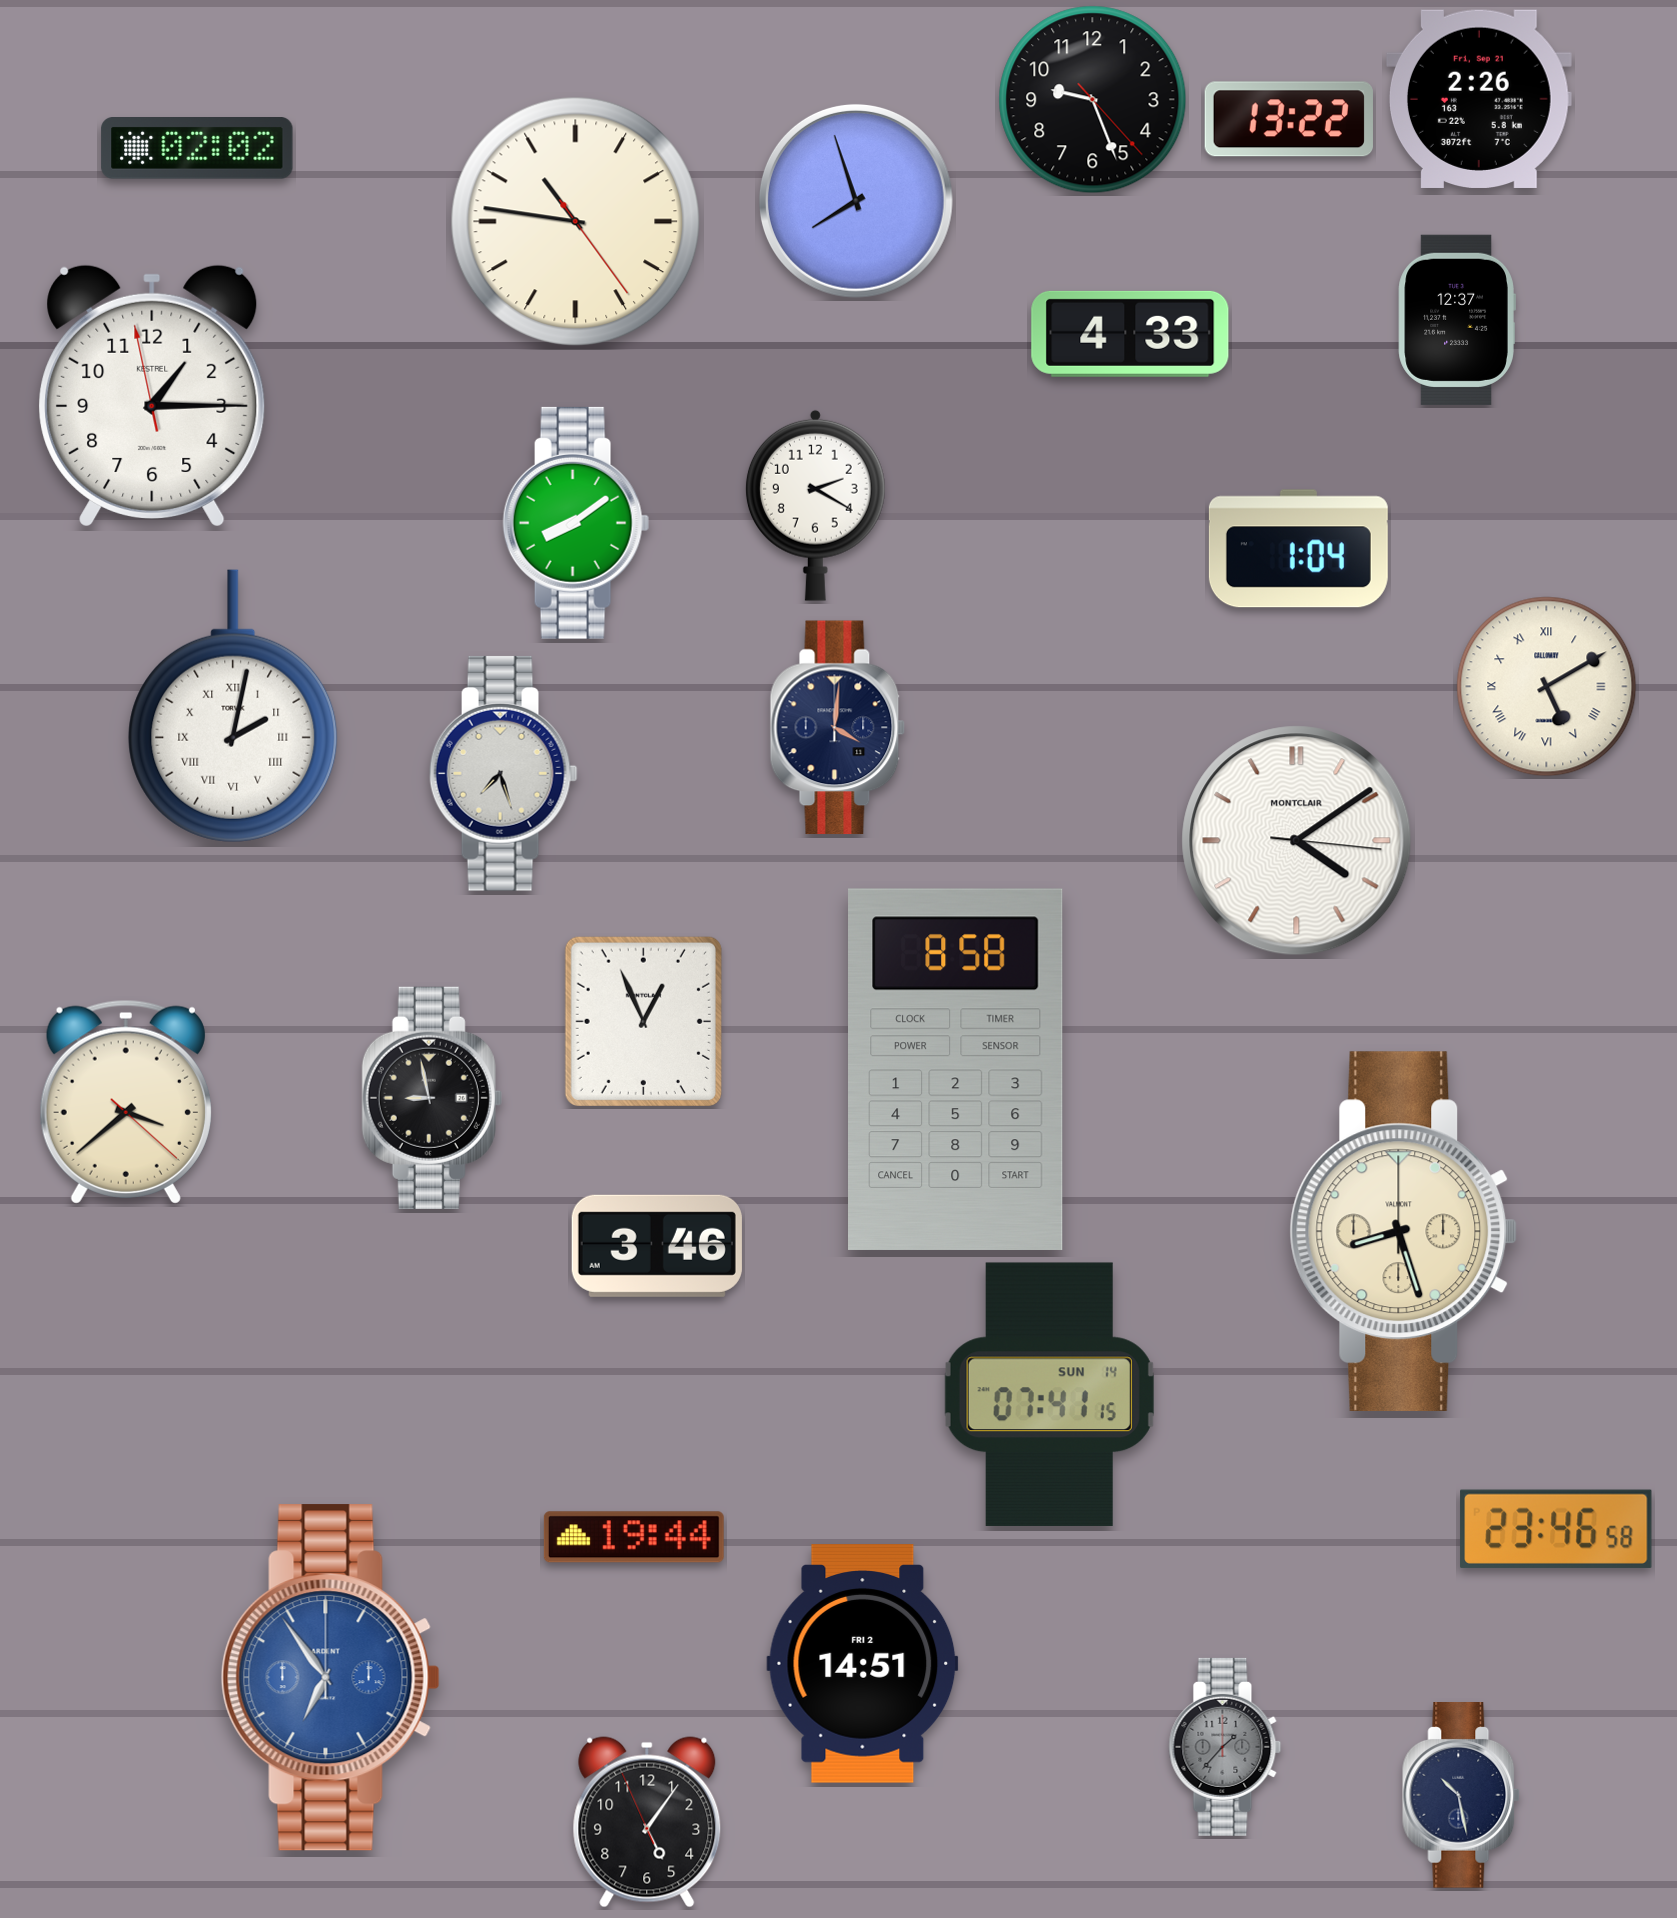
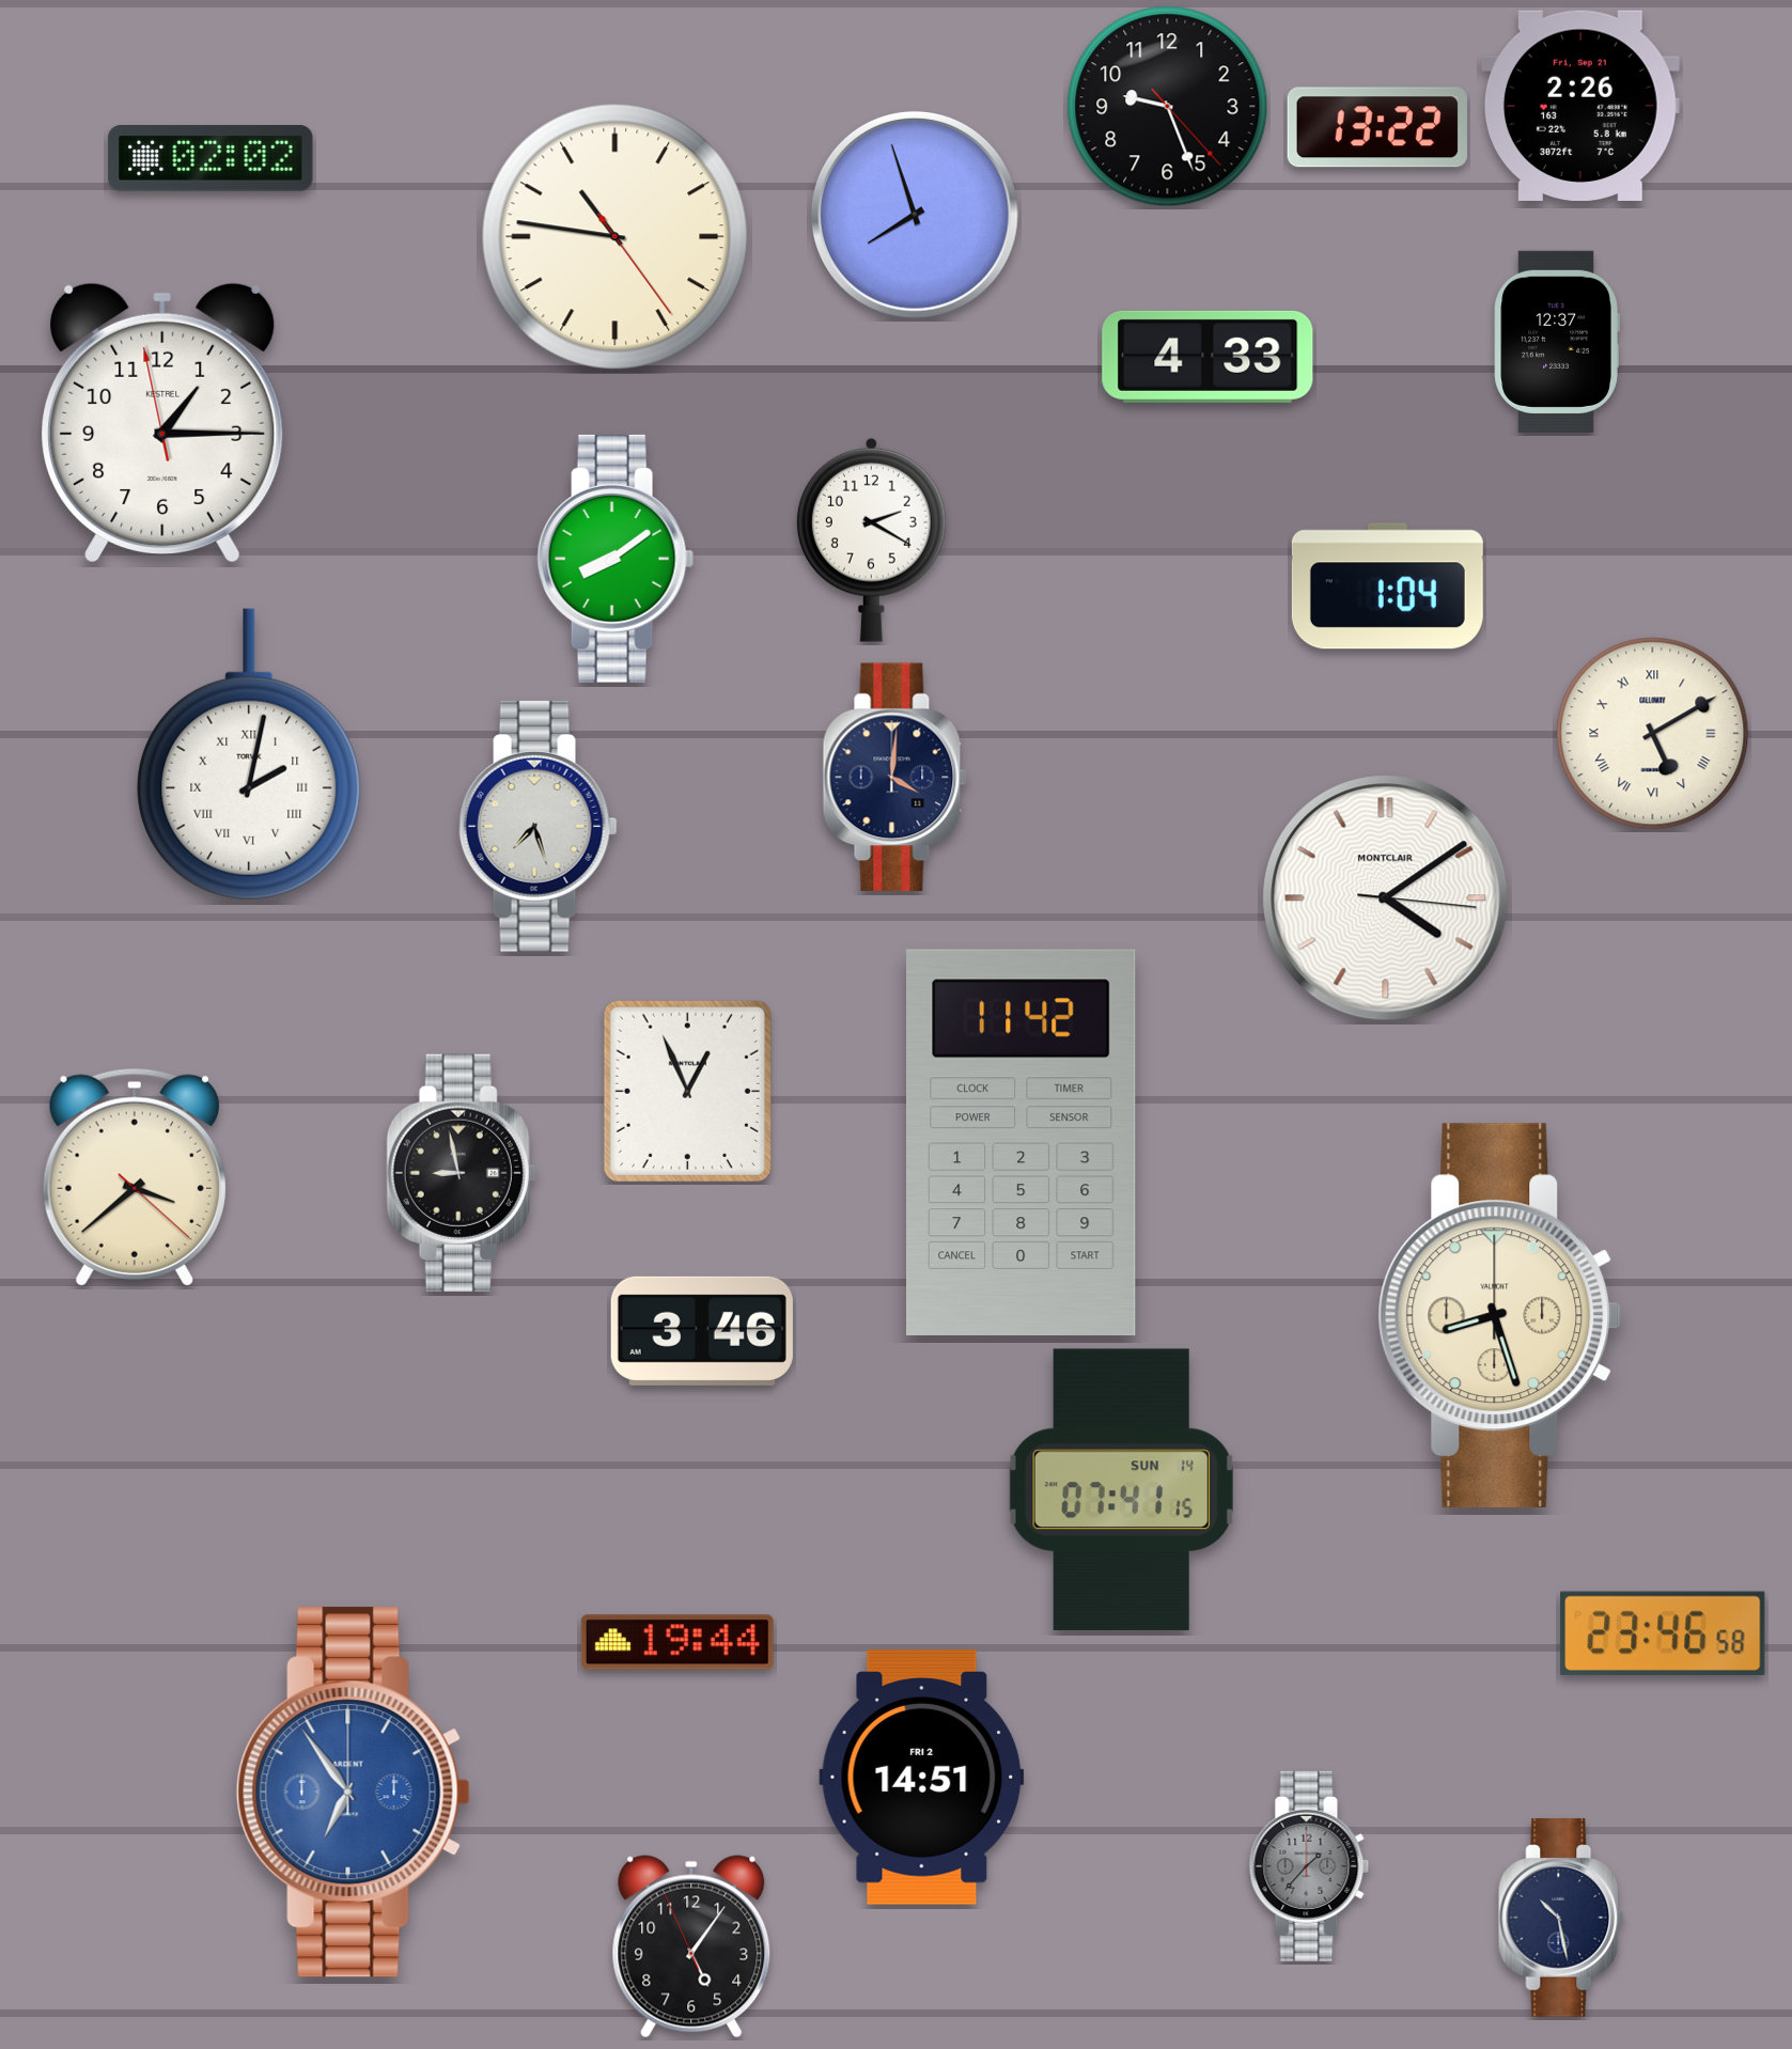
clock at (956, 1069): 8:58 -> 11:42
